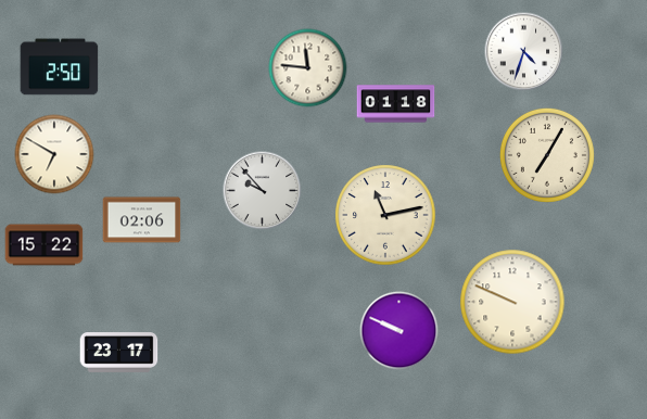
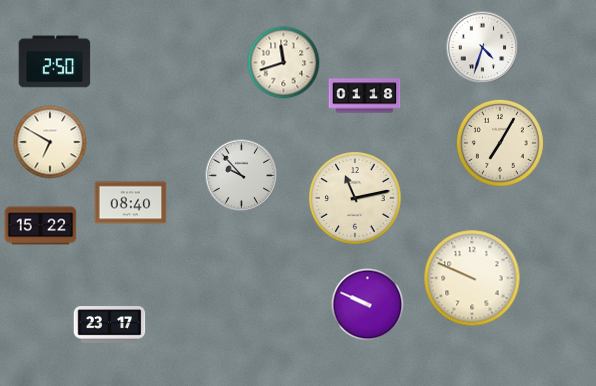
clock at (308, 68): 11:46 -> 11:42
clock at (547, 155) position: (547, 155) -> (500, 143)
clock at (142, 220): 02:06 -> 08:40
